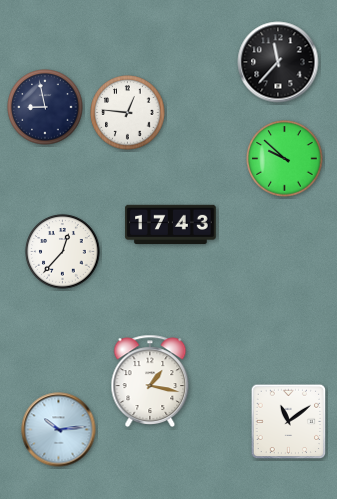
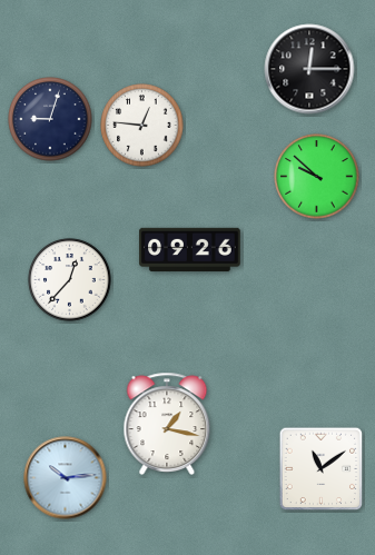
clock at (278, 62): 11:37 -> 12:15
clock at (45, 107): 8:58 -> 9:03
clock at (171, 225): 17:43 -> 09:26
